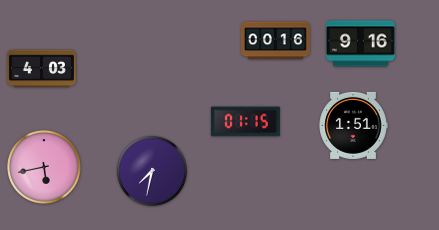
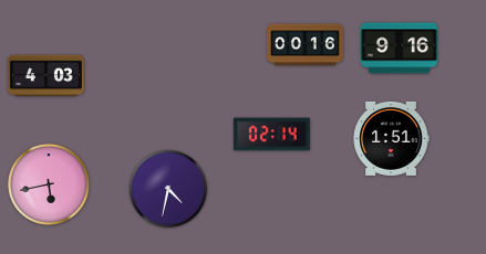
clock at (245, 122): 01:15 -> 02:14
clock at (151, 170): 7:32 -> 4:32
